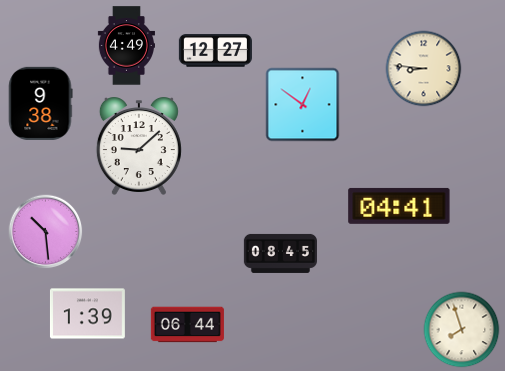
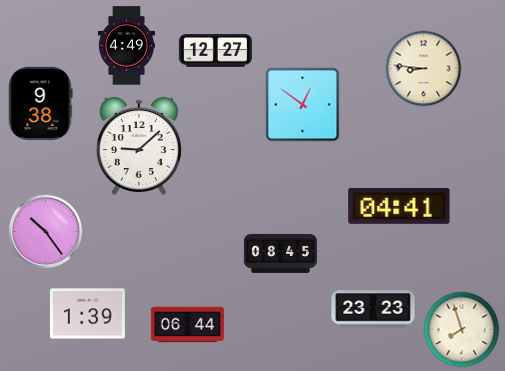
clock at (46, 232): 10:29 -> 10:24
clock at (373, 309): none -> 23:23
